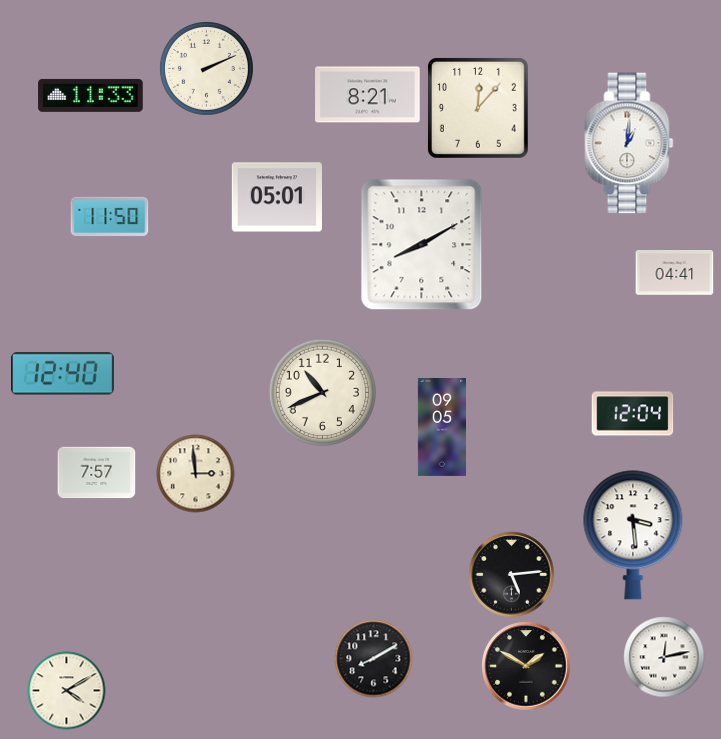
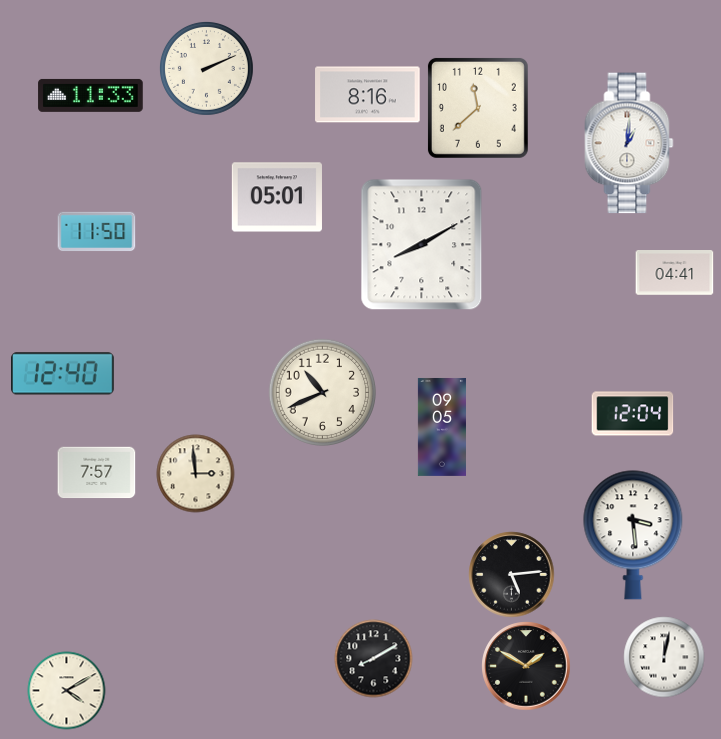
clock at (368, 95): 8:21 -> 8:16
clock at (478, 108): 12:07 -> 11:38
clock at (109, 217) position: (109, 217) -> (96, 232)
clock at (664, 657): 12:13 -> 12:02
